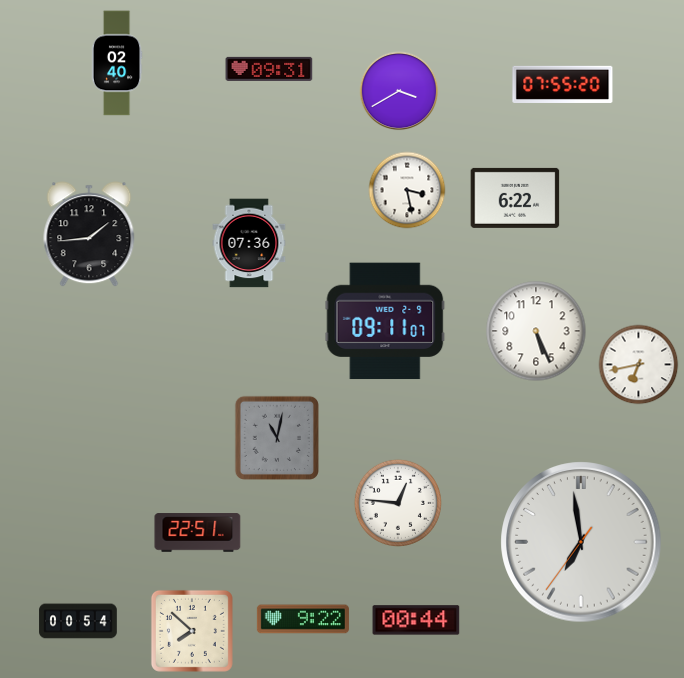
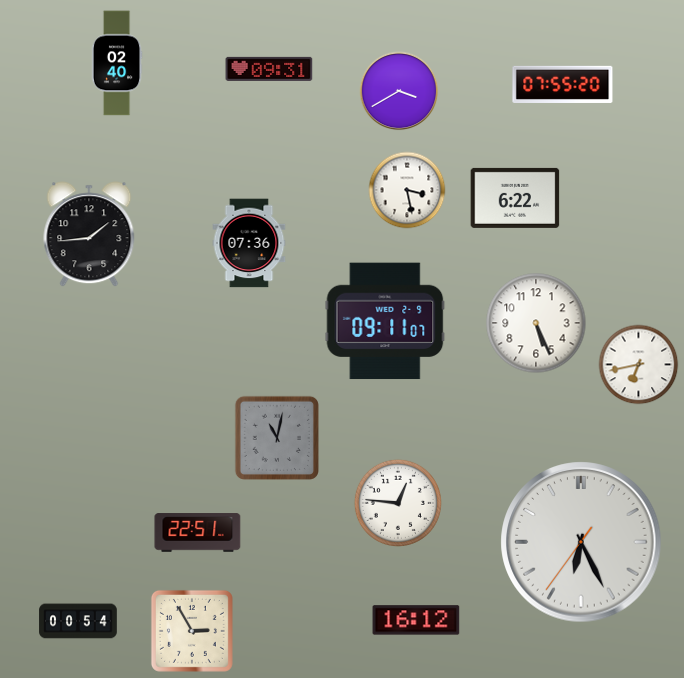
clock at (536, 331) position: (536, 331) -> (536, 323)
clock at (581, 542): 6:58 -> 6:25
clock at (303, 619): 9:22 -> none
clock at (416, 620): 00:44 -> 16:12
clock at (192, 631): 7:52 -> 2:55
